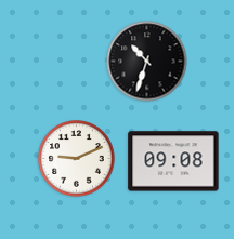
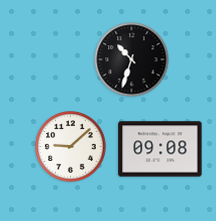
clock at (147, 62) position: (147, 62) -> (132, 60)
clock at (77, 159): 9:11 -> 9:08
